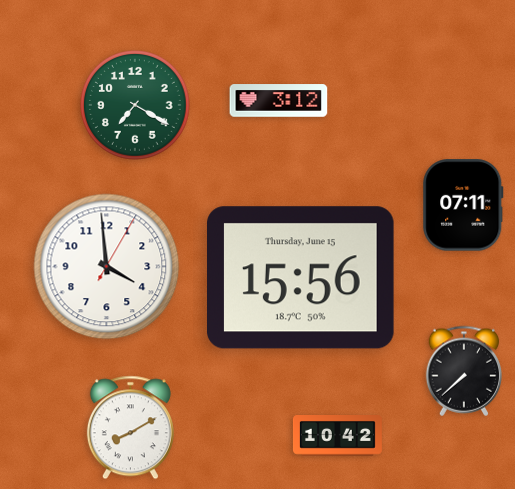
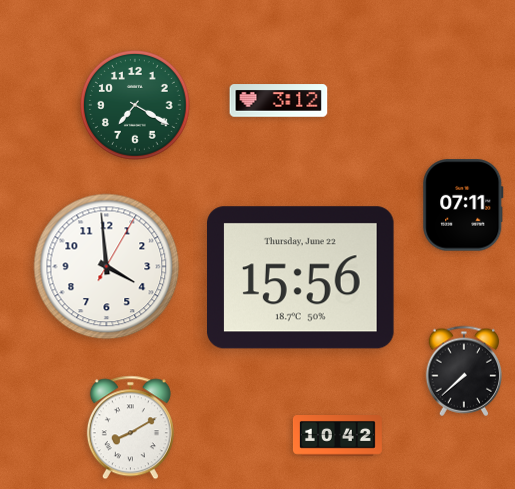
clock at (301, 278) date: Thursday, June 15 -> Thursday, June 22
